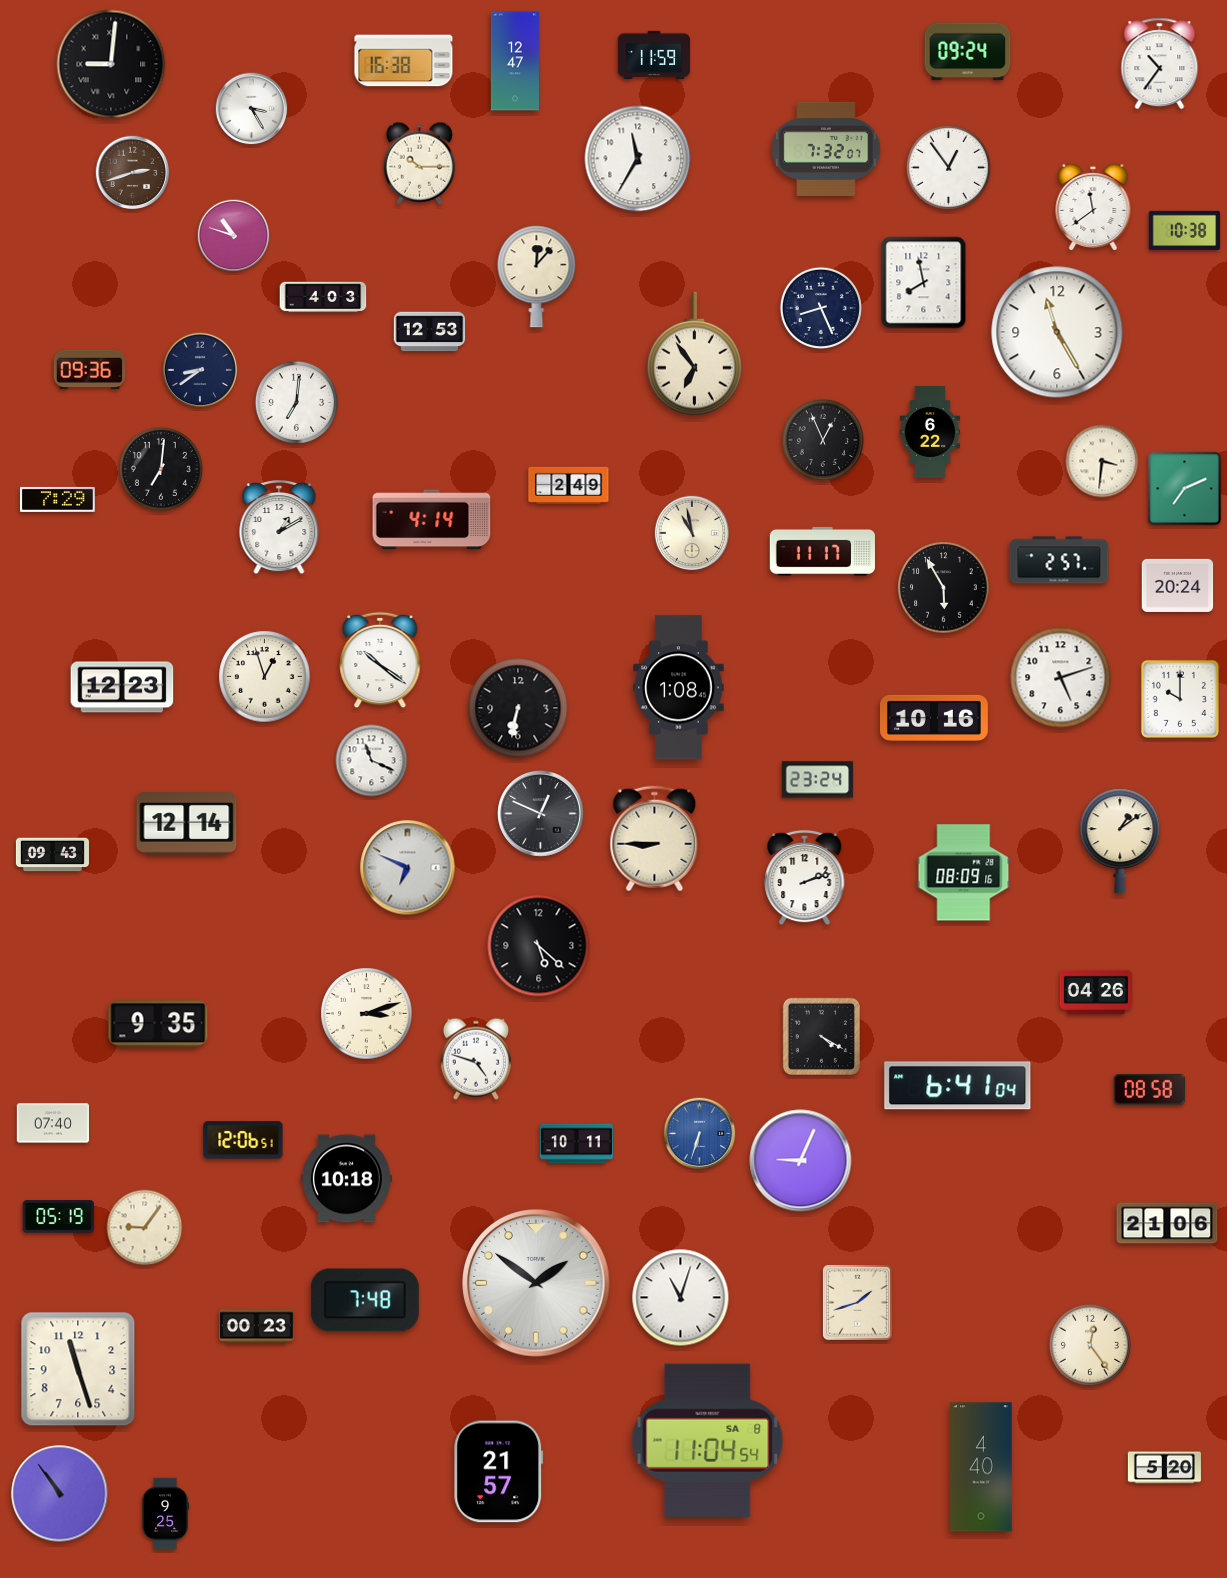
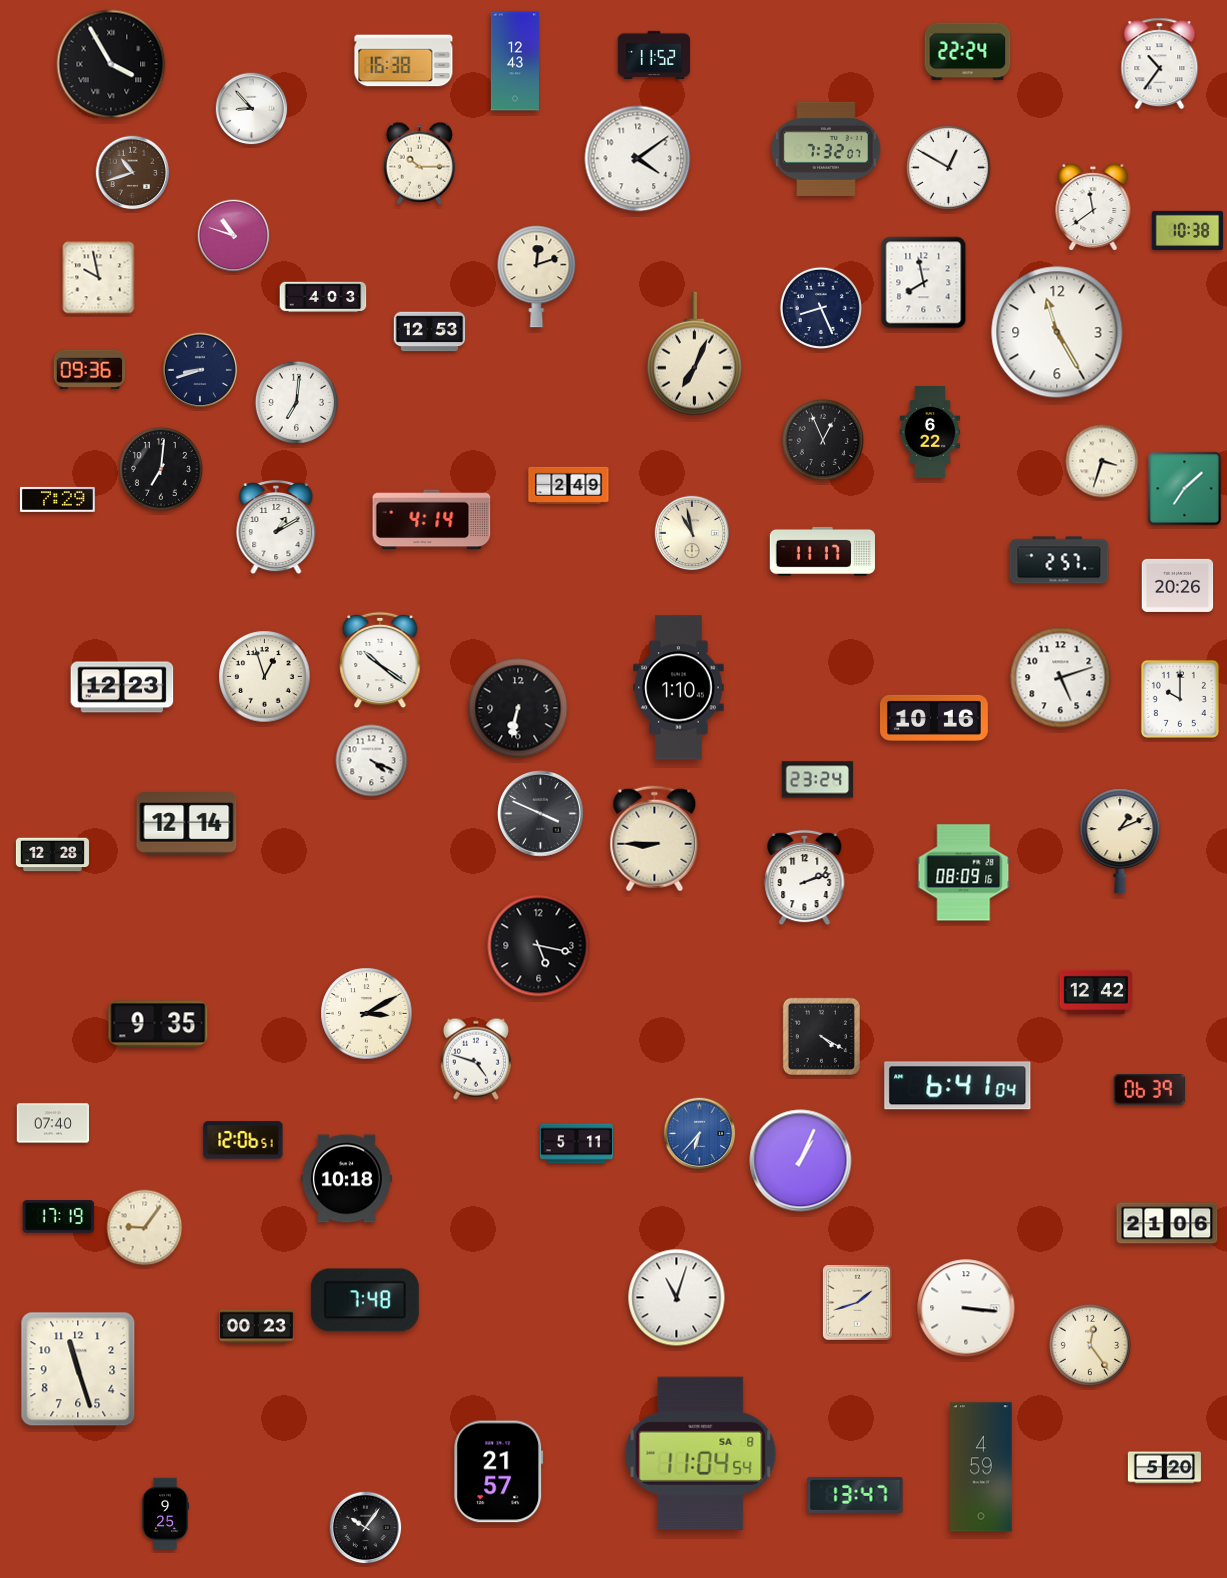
clock at (968, 52): 09:24 -> 22:24
clock at (654, 54): 11:59 -> 11:52
clock at (515, 61): 12:47 -> 12:43
clock at (111, 64): 9:01 -> 3:55
clock at (252, 109): 3:25 -> 8:53
clock at (638, 159): 11:35 -> 4:09
clock at (948, 167): 12:54 -> 12:50
clock at (133, 173): 2:42 -> 10:42
clock at (1185, 230) position: (1185, 230) -> (1188, 230)
clock at (537, 277): 12:07 -> 12:12
clock at (99, 278): none -> 9:58
clock at (695, 354): 6:54 -> 7:04
clock at (200, 370): 8:39 -> 8:42
clock at (1102, 461): 3:31 -> 3:33
clock at (1185, 489): 7:11 -> 7:08
clock at (279, 528) position: (279, 528) -> (276, 528)
clock at (1178, 585): 20:24 -> 20:26
clock at (944, 588): 5:55 -> none
clock at (679, 688): 1:08 -> 1:10
clock at (372, 761): 11:19 -> 4:19
clock at (541, 814): 12:49 -> 3:49
clock at (1120, 841): 1:09 -> 1:11
clock at (52, 855): 09:43 -> 12:28
clock at (408, 868): 6:49 -> none
clock at (539, 946): 5:22 -> 5:17
clock at (1095, 992): 04:26 -> 12:42
clock at (367, 1014): 3:12 -> 3:10
clock at (1149, 1089): 08:58 -> 06:39
clock at (700, 1134): 6:33 -> 6:37
clock at (576, 1144): 10:11 -> 5:11
clock at (801, 1161): 9:04 -> 1:04
clock at (59, 1217): 05:19 -> 17:19
clock at (536, 1283): 1:51 -> none
clock at (681, 1298) position: (681, 1298) -> (677, 1298)
clock at (966, 1308): none -> 3:16
clock at (708, 1440) position: (708, 1440) -> (701, 1453)
clock at (981, 1467): 4:40 -> 4:59
clock at (60, 1494): 10:54 -> none
clock at (855, 1495): none -> 13:47
clock at (366, 1528): none -> 10:06
